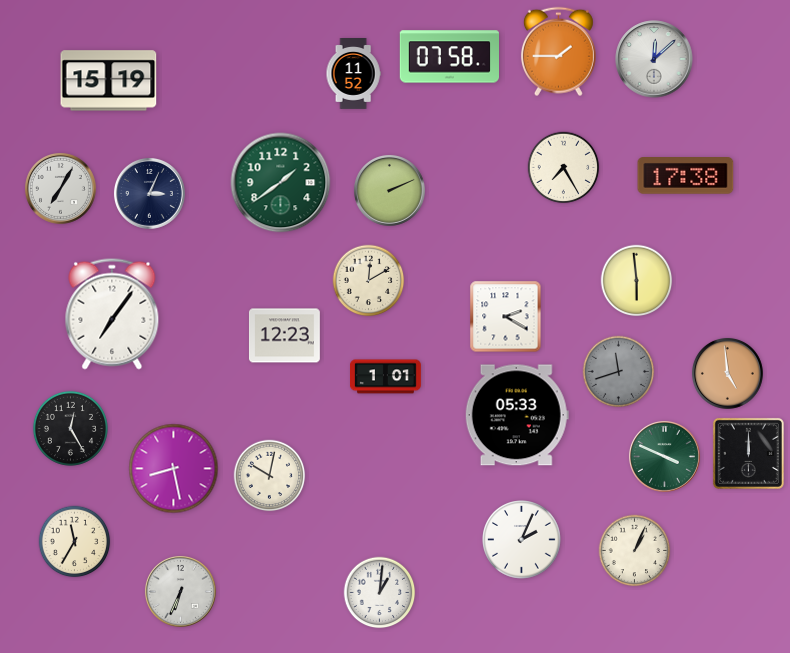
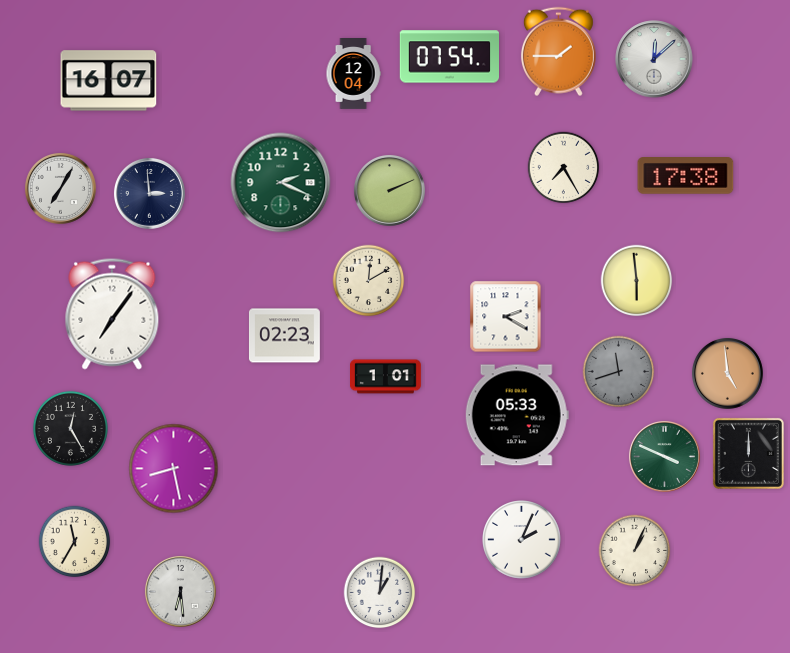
clock at (449, 57): 07:58 -> 07:54
clock at (353, 74): 11:52 -> 12:04
clock at (109, 81): 15:19 -> 16:07
clock at (281, 183): 1:39 -> 2:19
clock at (150, 194): 3:04 -> 2:59
clock at (284, 336): 12:23 -> 02:23
clock at (270, 476): 10:02 -> none
clock at (181, 592): 6:34 -> 6:29
